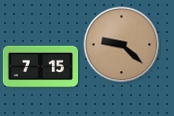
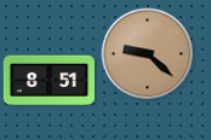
clock at (40, 67): 7:15 -> 8:51
